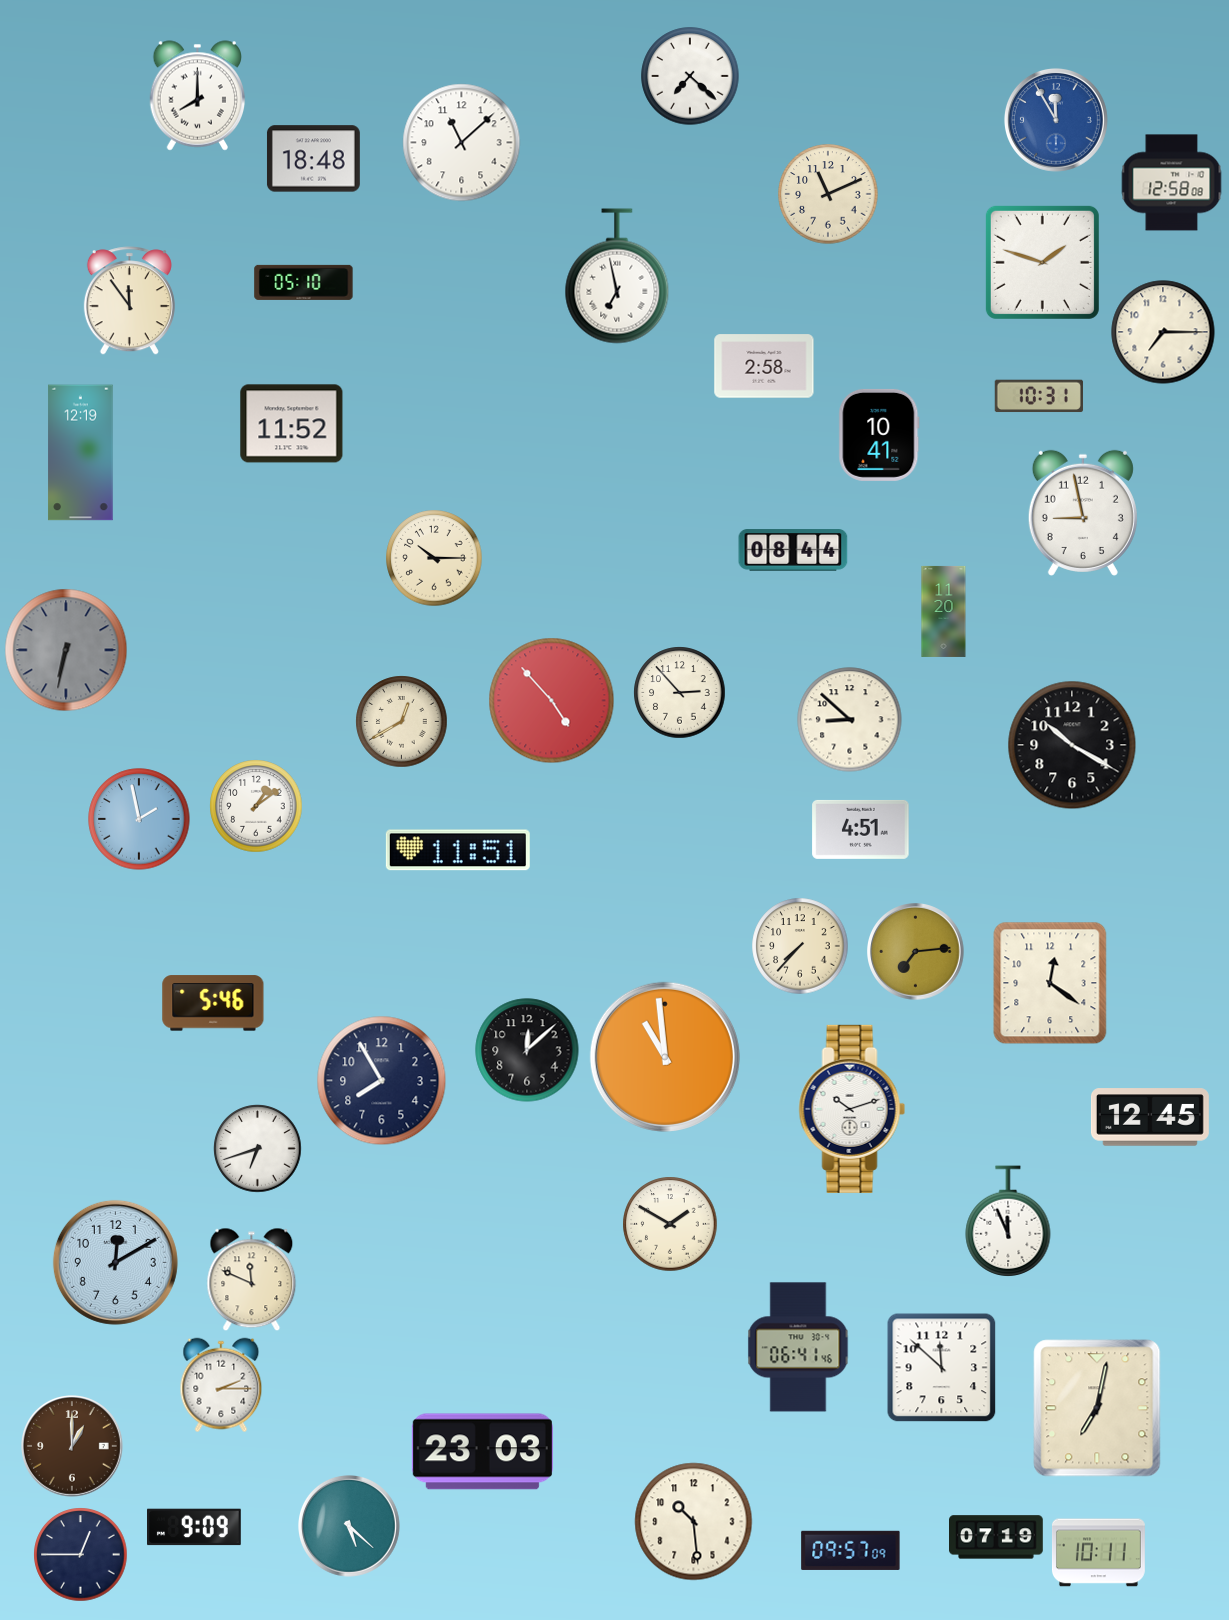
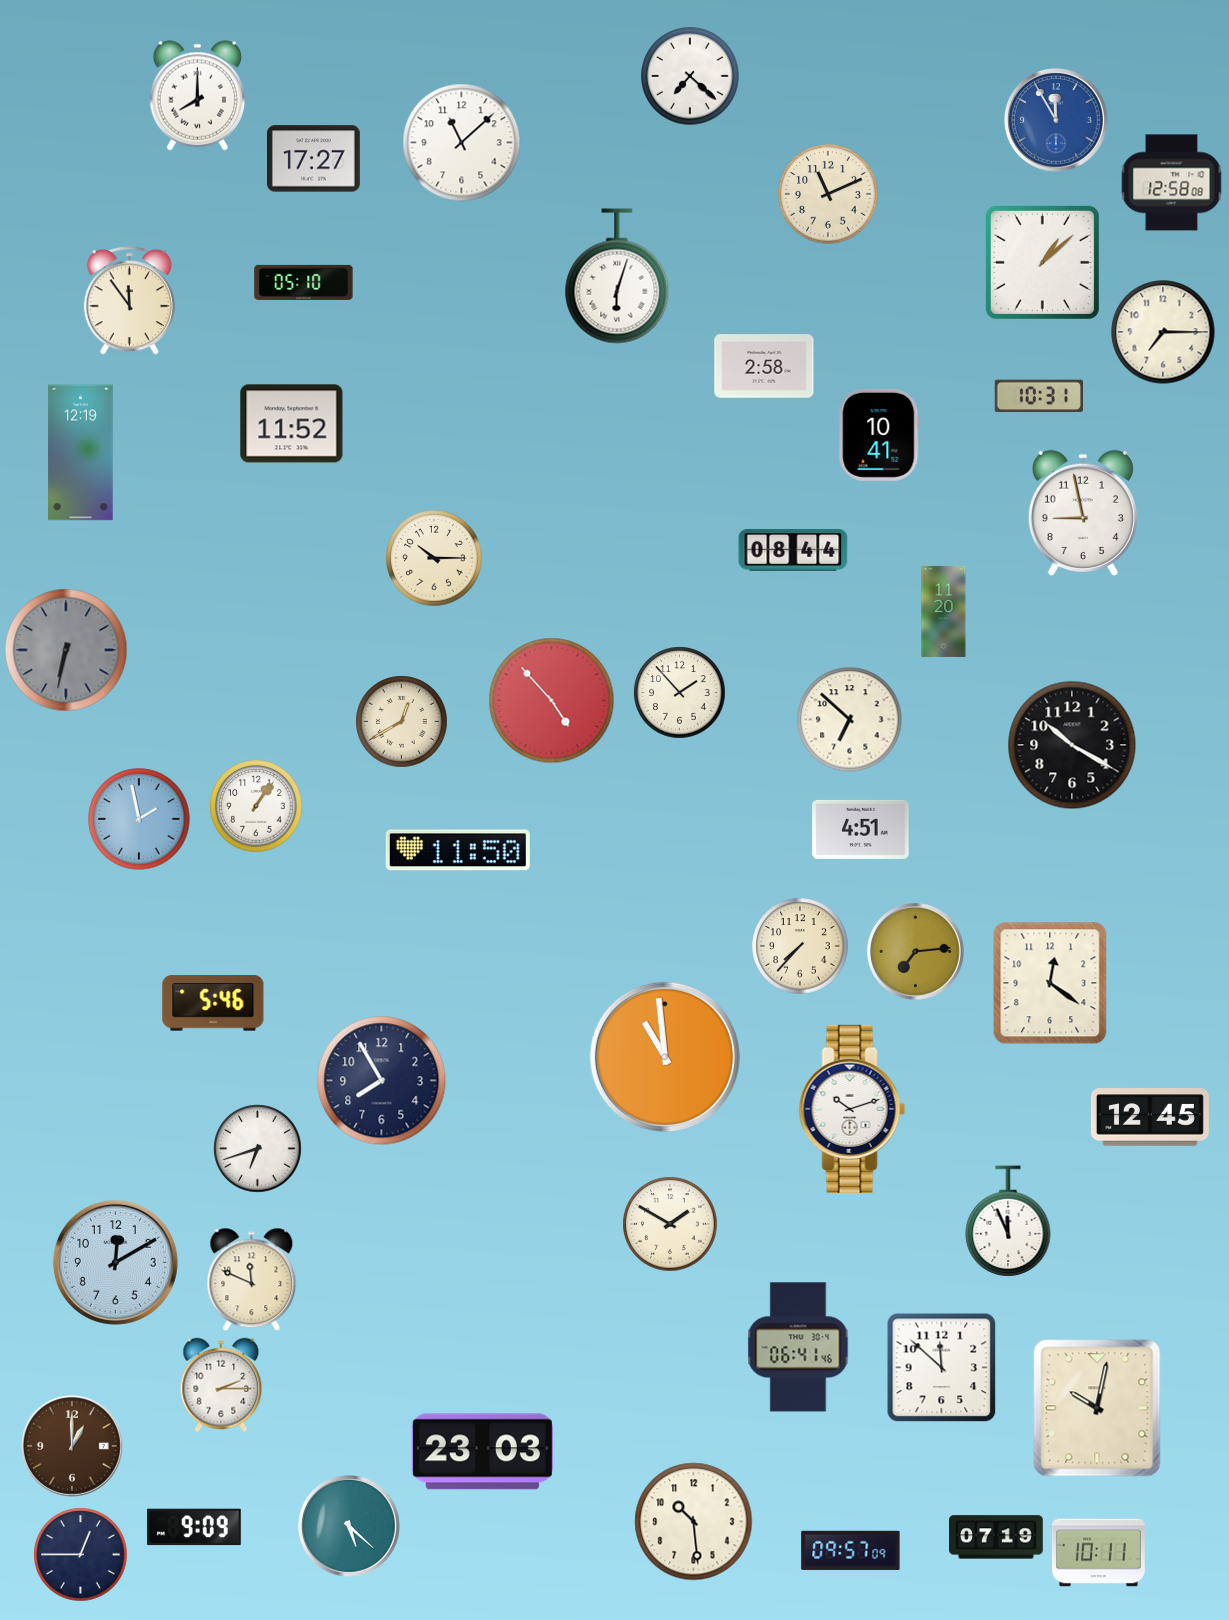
clock at (313, 159): 18:48 -> 17:27
clock at (1042, 262): 1:48 -> 1:08
clock at (617, 276): 6:58 -> 6:03
clock at (680, 693): 2:53 -> 1:53
clock at (850, 720): 8:52 -> 6:52
clock at (256, 806): 1:09 -> 1:06
clock at (458, 850): 11:51 -> 11:50
clock at (527, 1050): 12:08 -> none
clock at (1097, 1408): 7:02 -> 10:02
